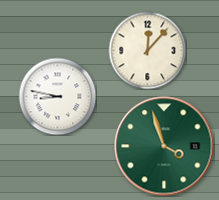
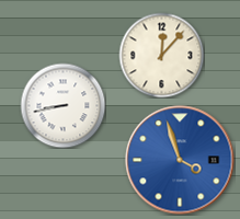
clock at (57, 96): 8:47 -> 8:43
clock at (164, 146) dial: green -> blue
